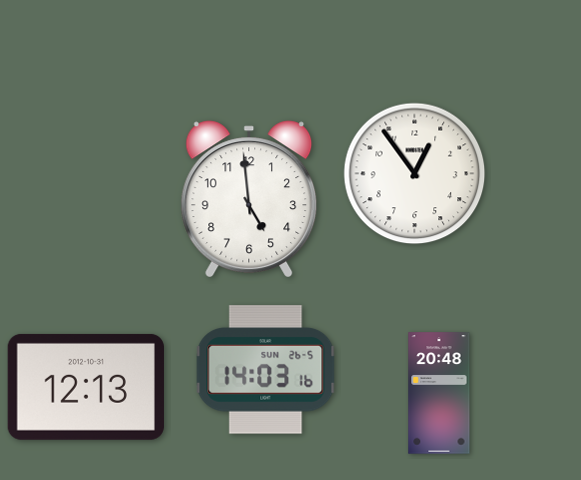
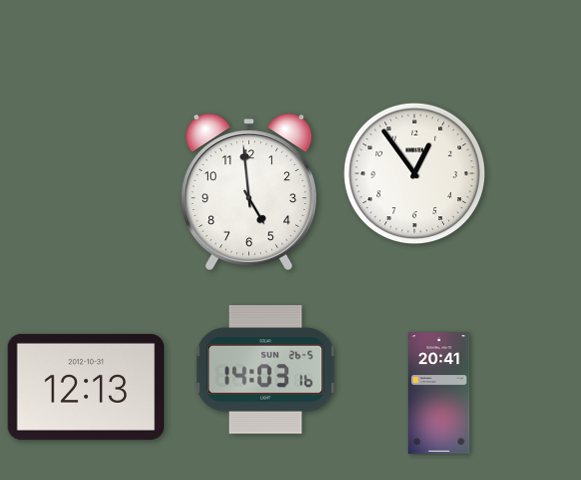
clock at (249, 199) position: (249, 199) -> (249, 192)
clock at (439, 393): 20:48 -> 20:41
